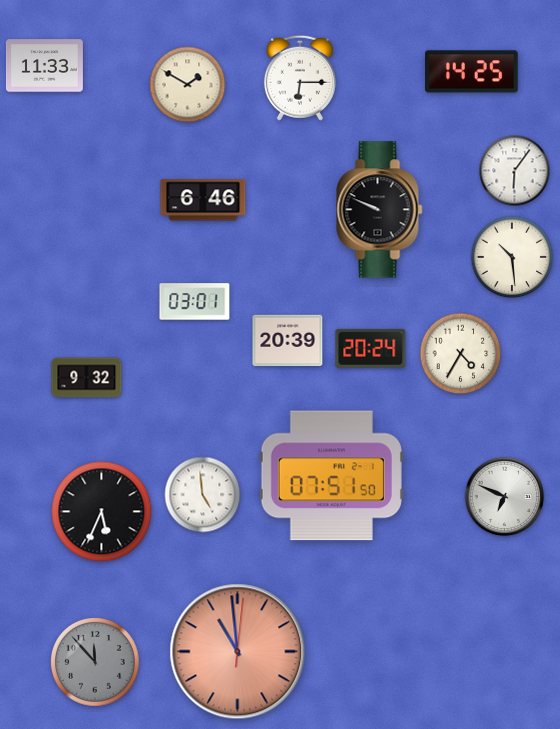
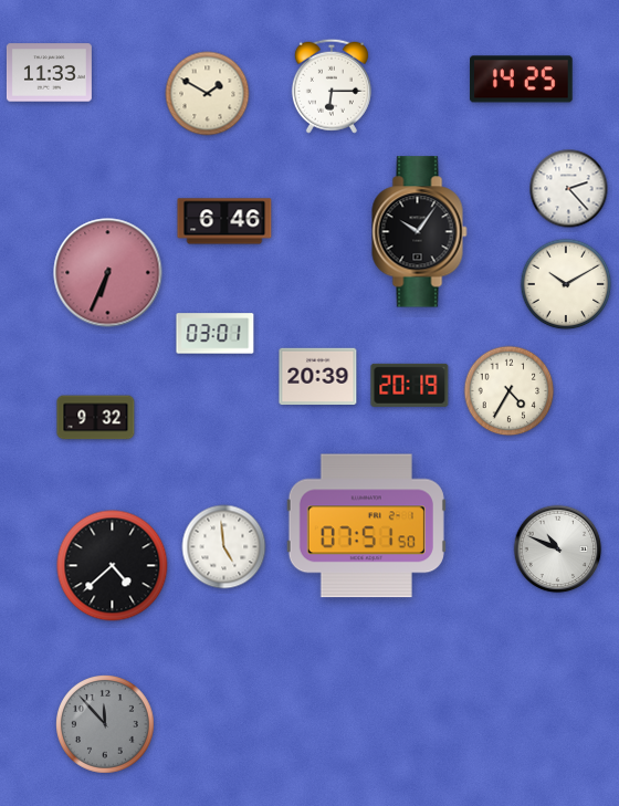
clock at (515, 171): 6:06 -> 2:23
clock at (380, 210): 9:49 -> 10:06
clock at (108, 273): none -> 6:34
clock at (512, 257): 10:29 -> 10:10
clock at (371, 348): 20:24 -> 20:19
clock at (505, 497): 6:49 -> 10:49
clock at (102, 512): 5:34 -> 4:38
clock at (238, 652): 10:59 -> none
clock at (96, 663) position: (96, 663) -> (106, 725)
